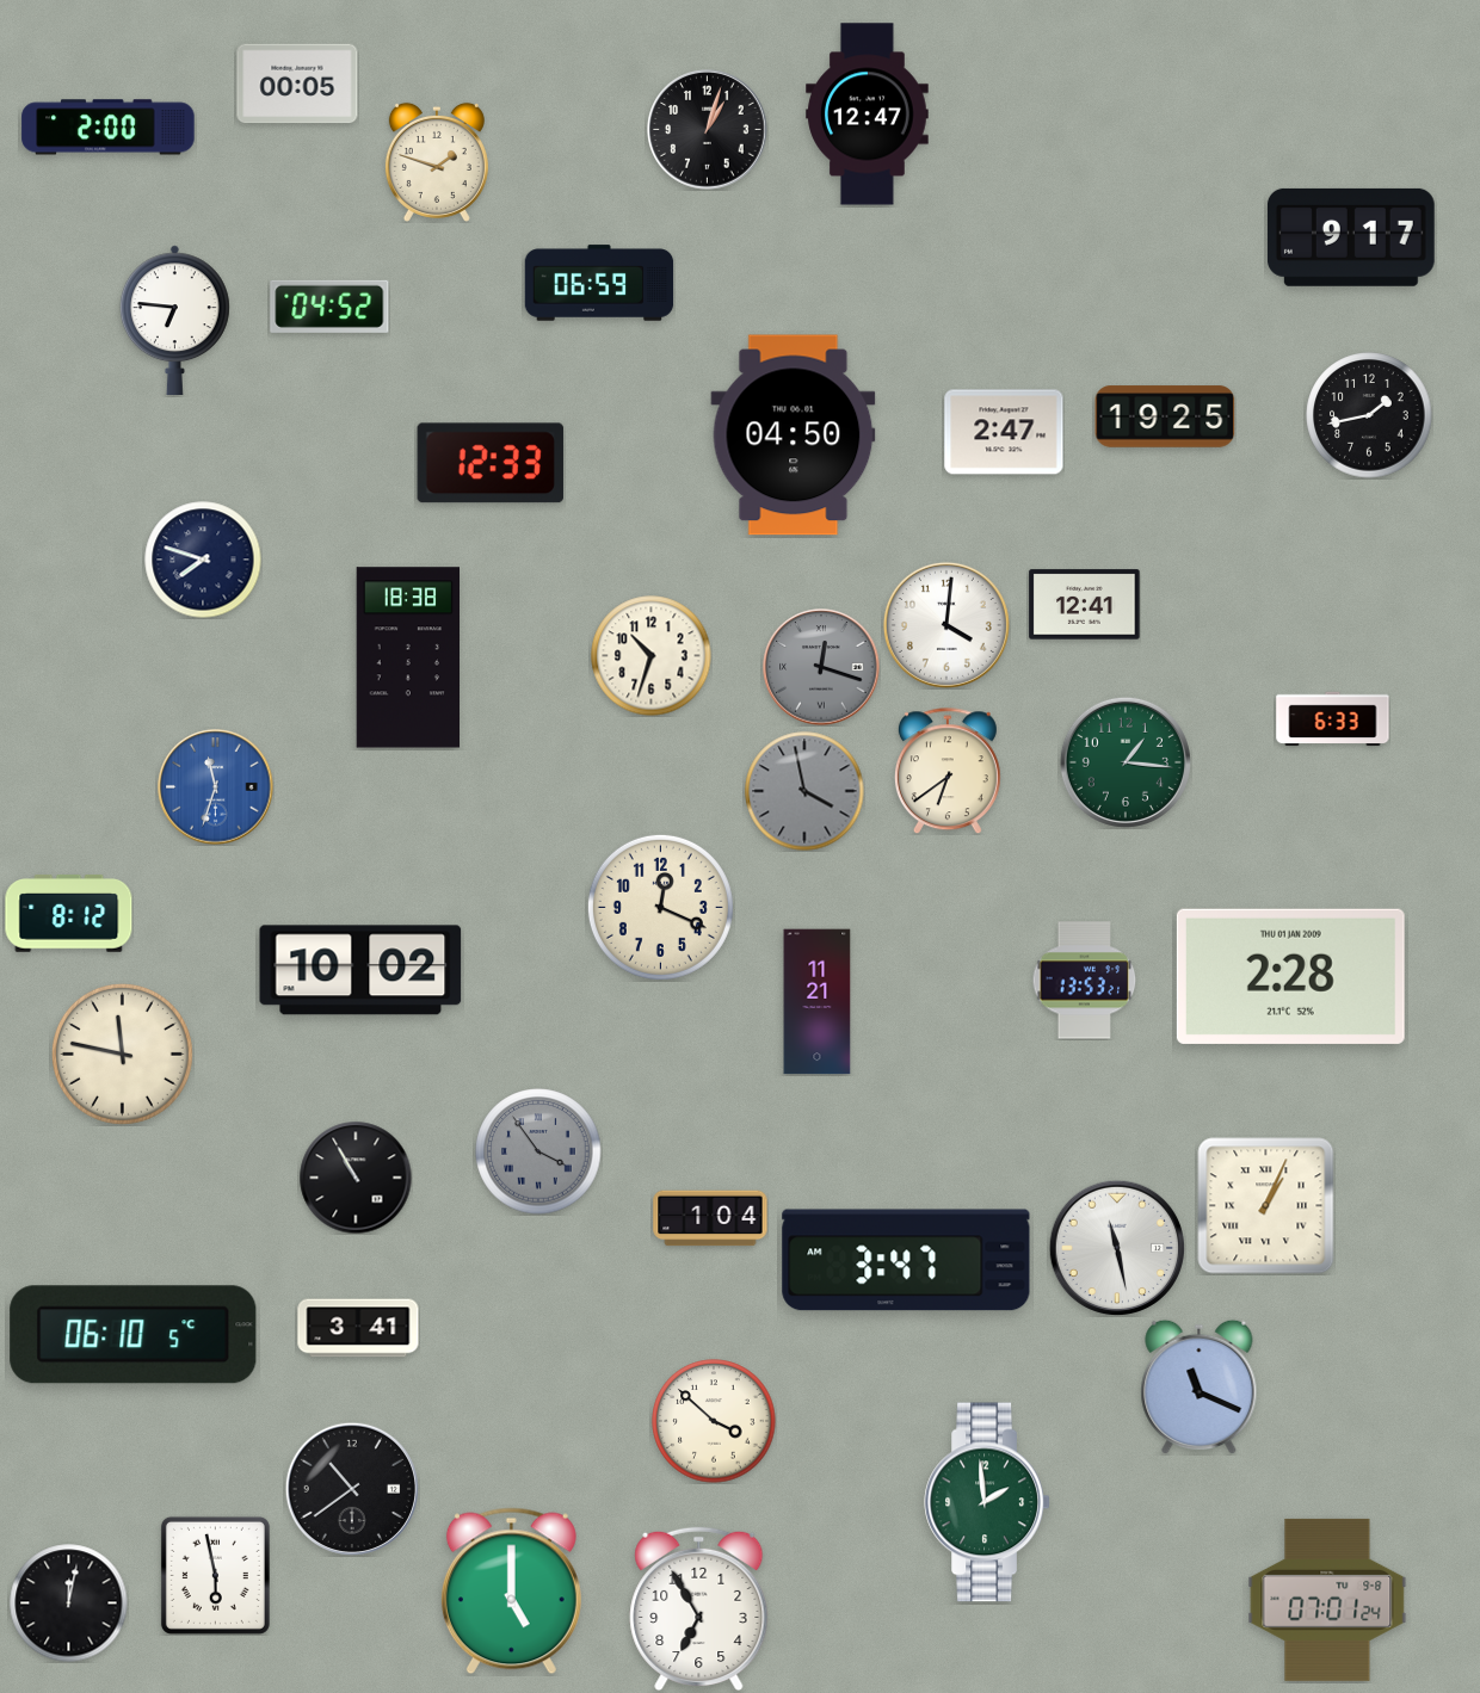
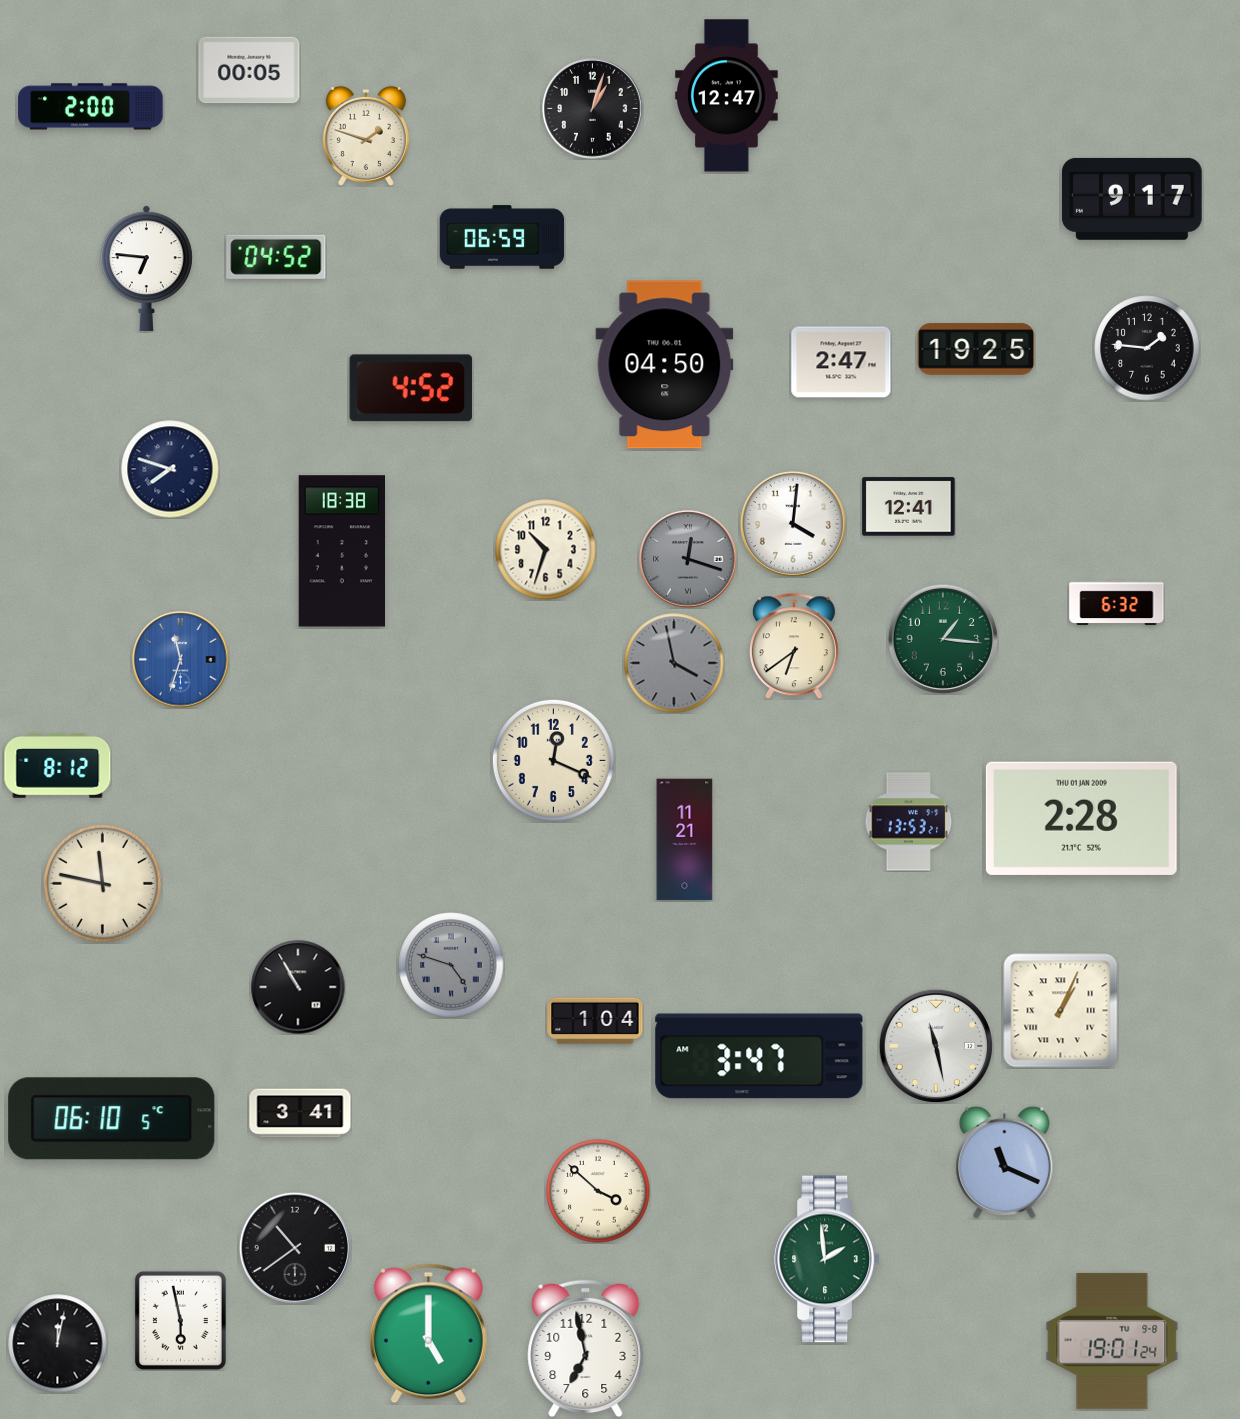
clock at (1369, 415): 1:43 -> 1:46
clock at (491, 463): 12:33 -> 4:52
clock at (1333, 719): 6:33 -> 6:32
clock at (360, 970): 10:02 -> none
clock at (538, 1151): 3:54 -> 4:48
clock at (1327, 1600): 07:01 -> 19:01
clock at (699, 1609): 6:55 -> 6:58
